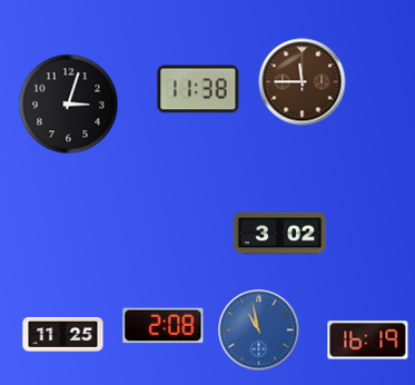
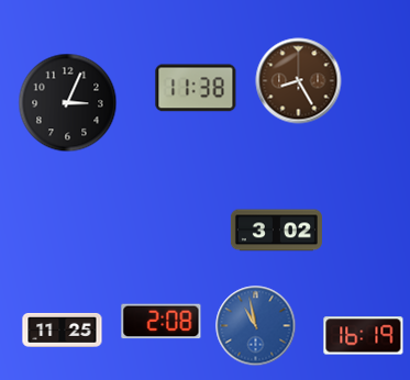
clock at (303, 82): 11:45 -> 8:25
clock at (69, 105): 3:03 -> 3:04
